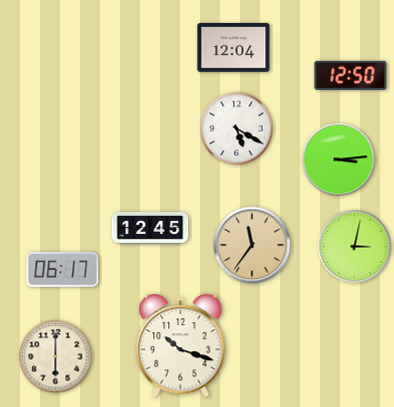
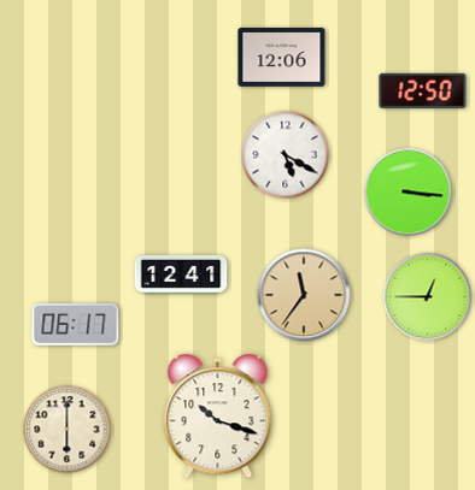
clock at (234, 48): 12:04 -> 12:06
clock at (339, 160): 3:14 -> 3:16
clock at (150, 229): 12:45 -> 12:41
clock at (355, 247): 3:02 -> 12:45
